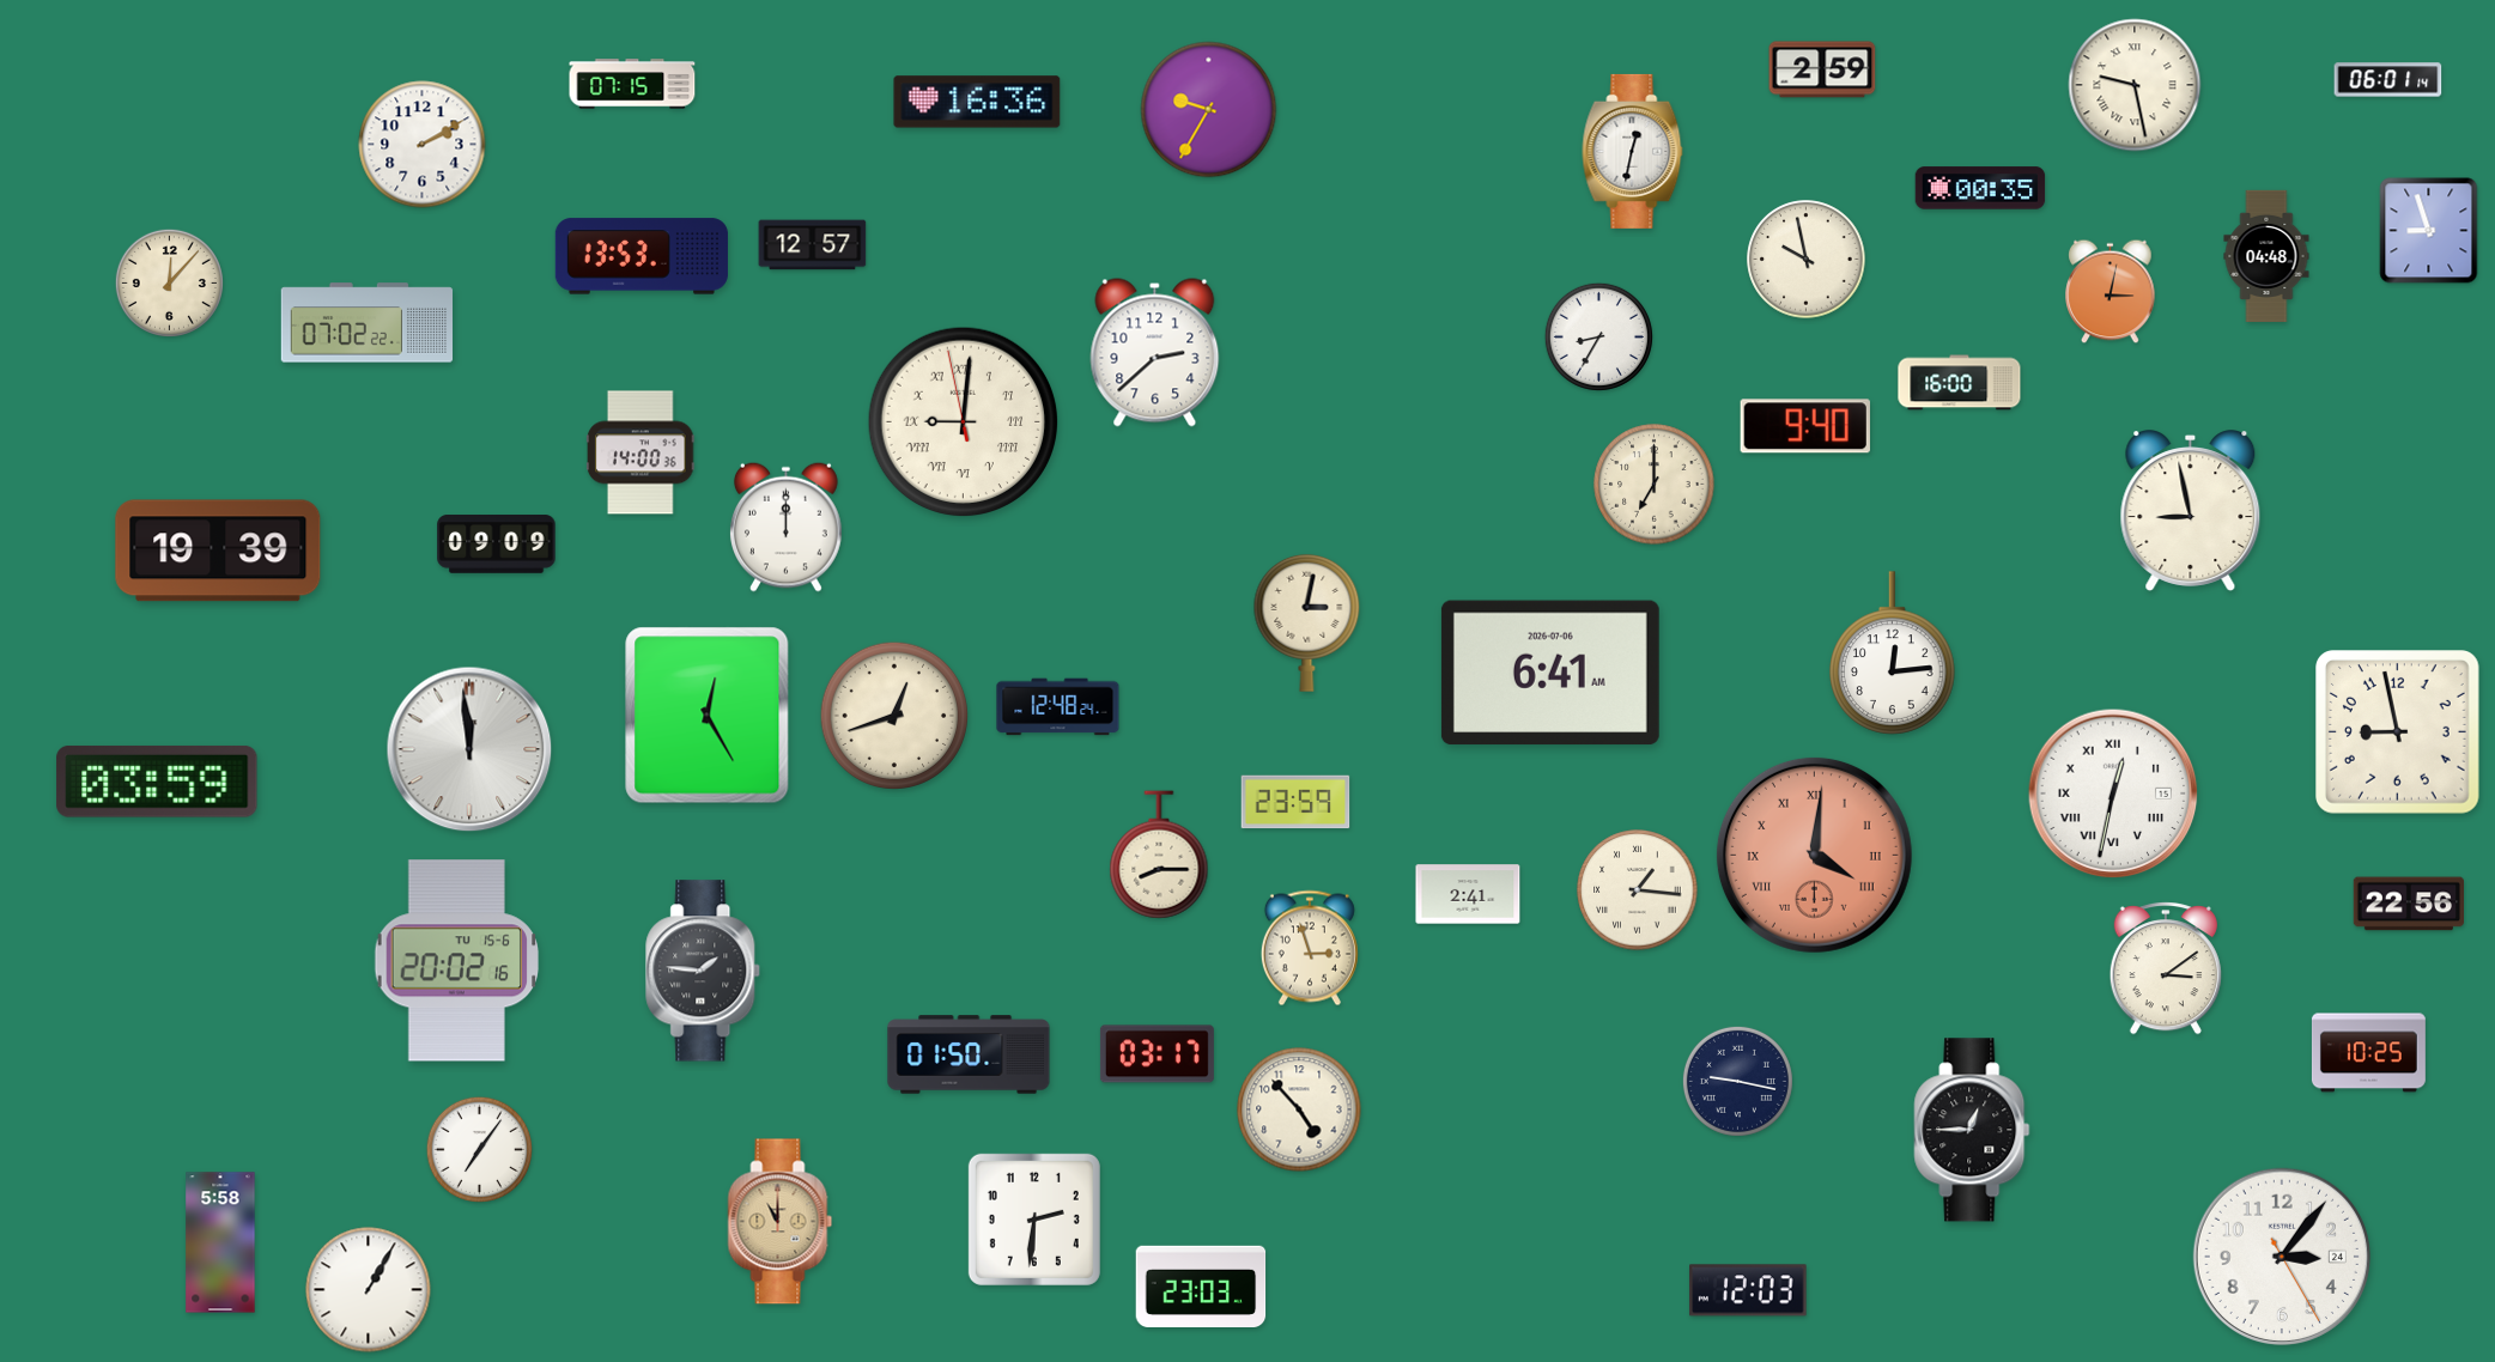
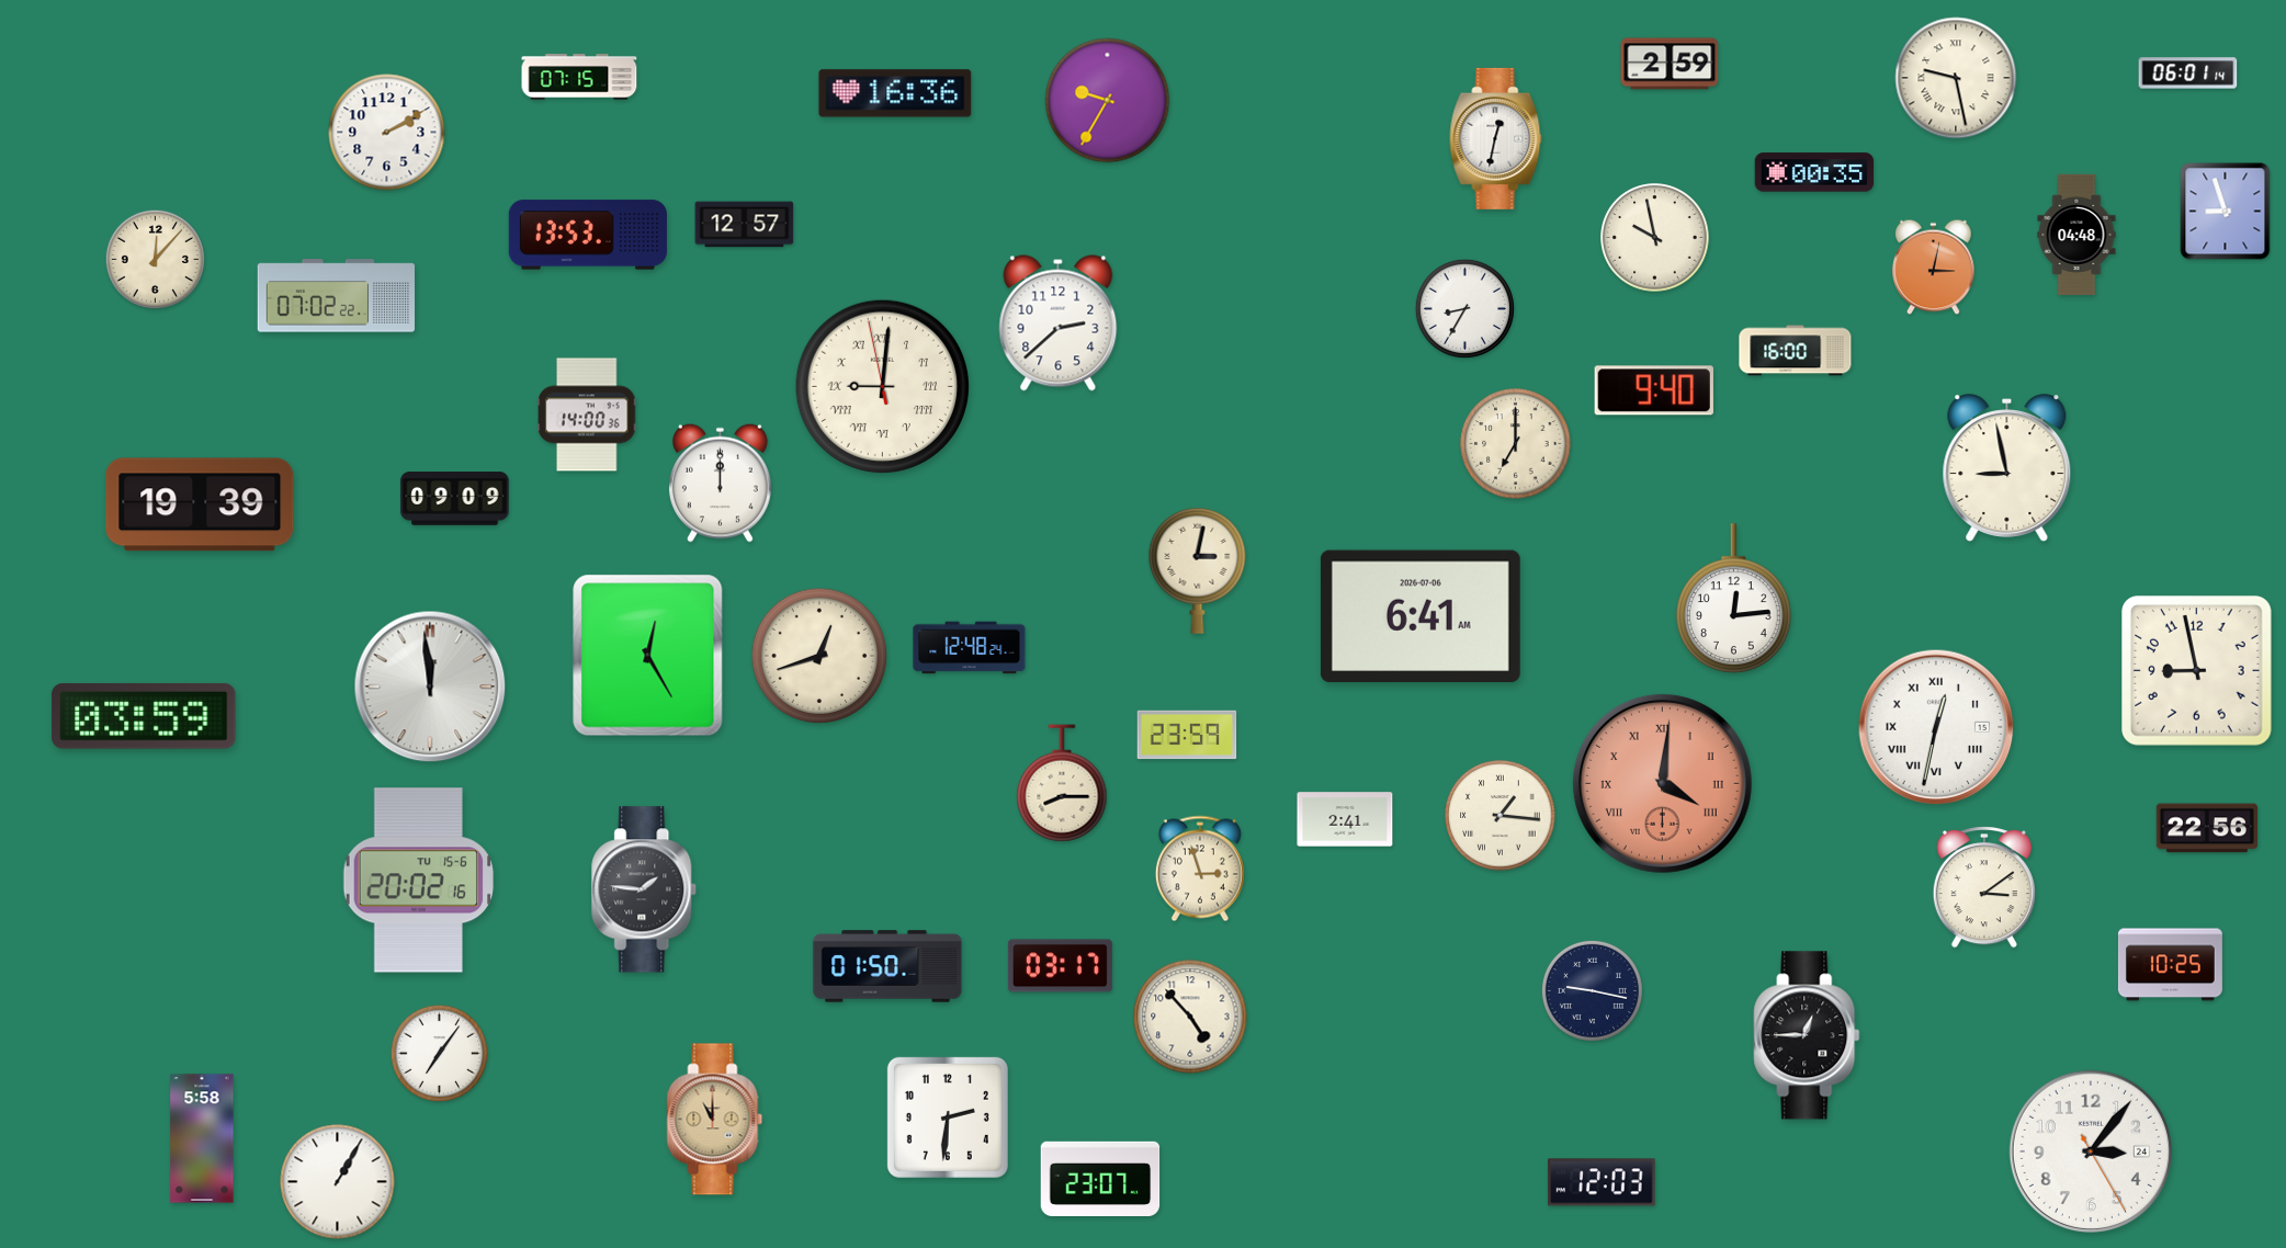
clock at (1201, 1285): 23:03 -> 23:07
